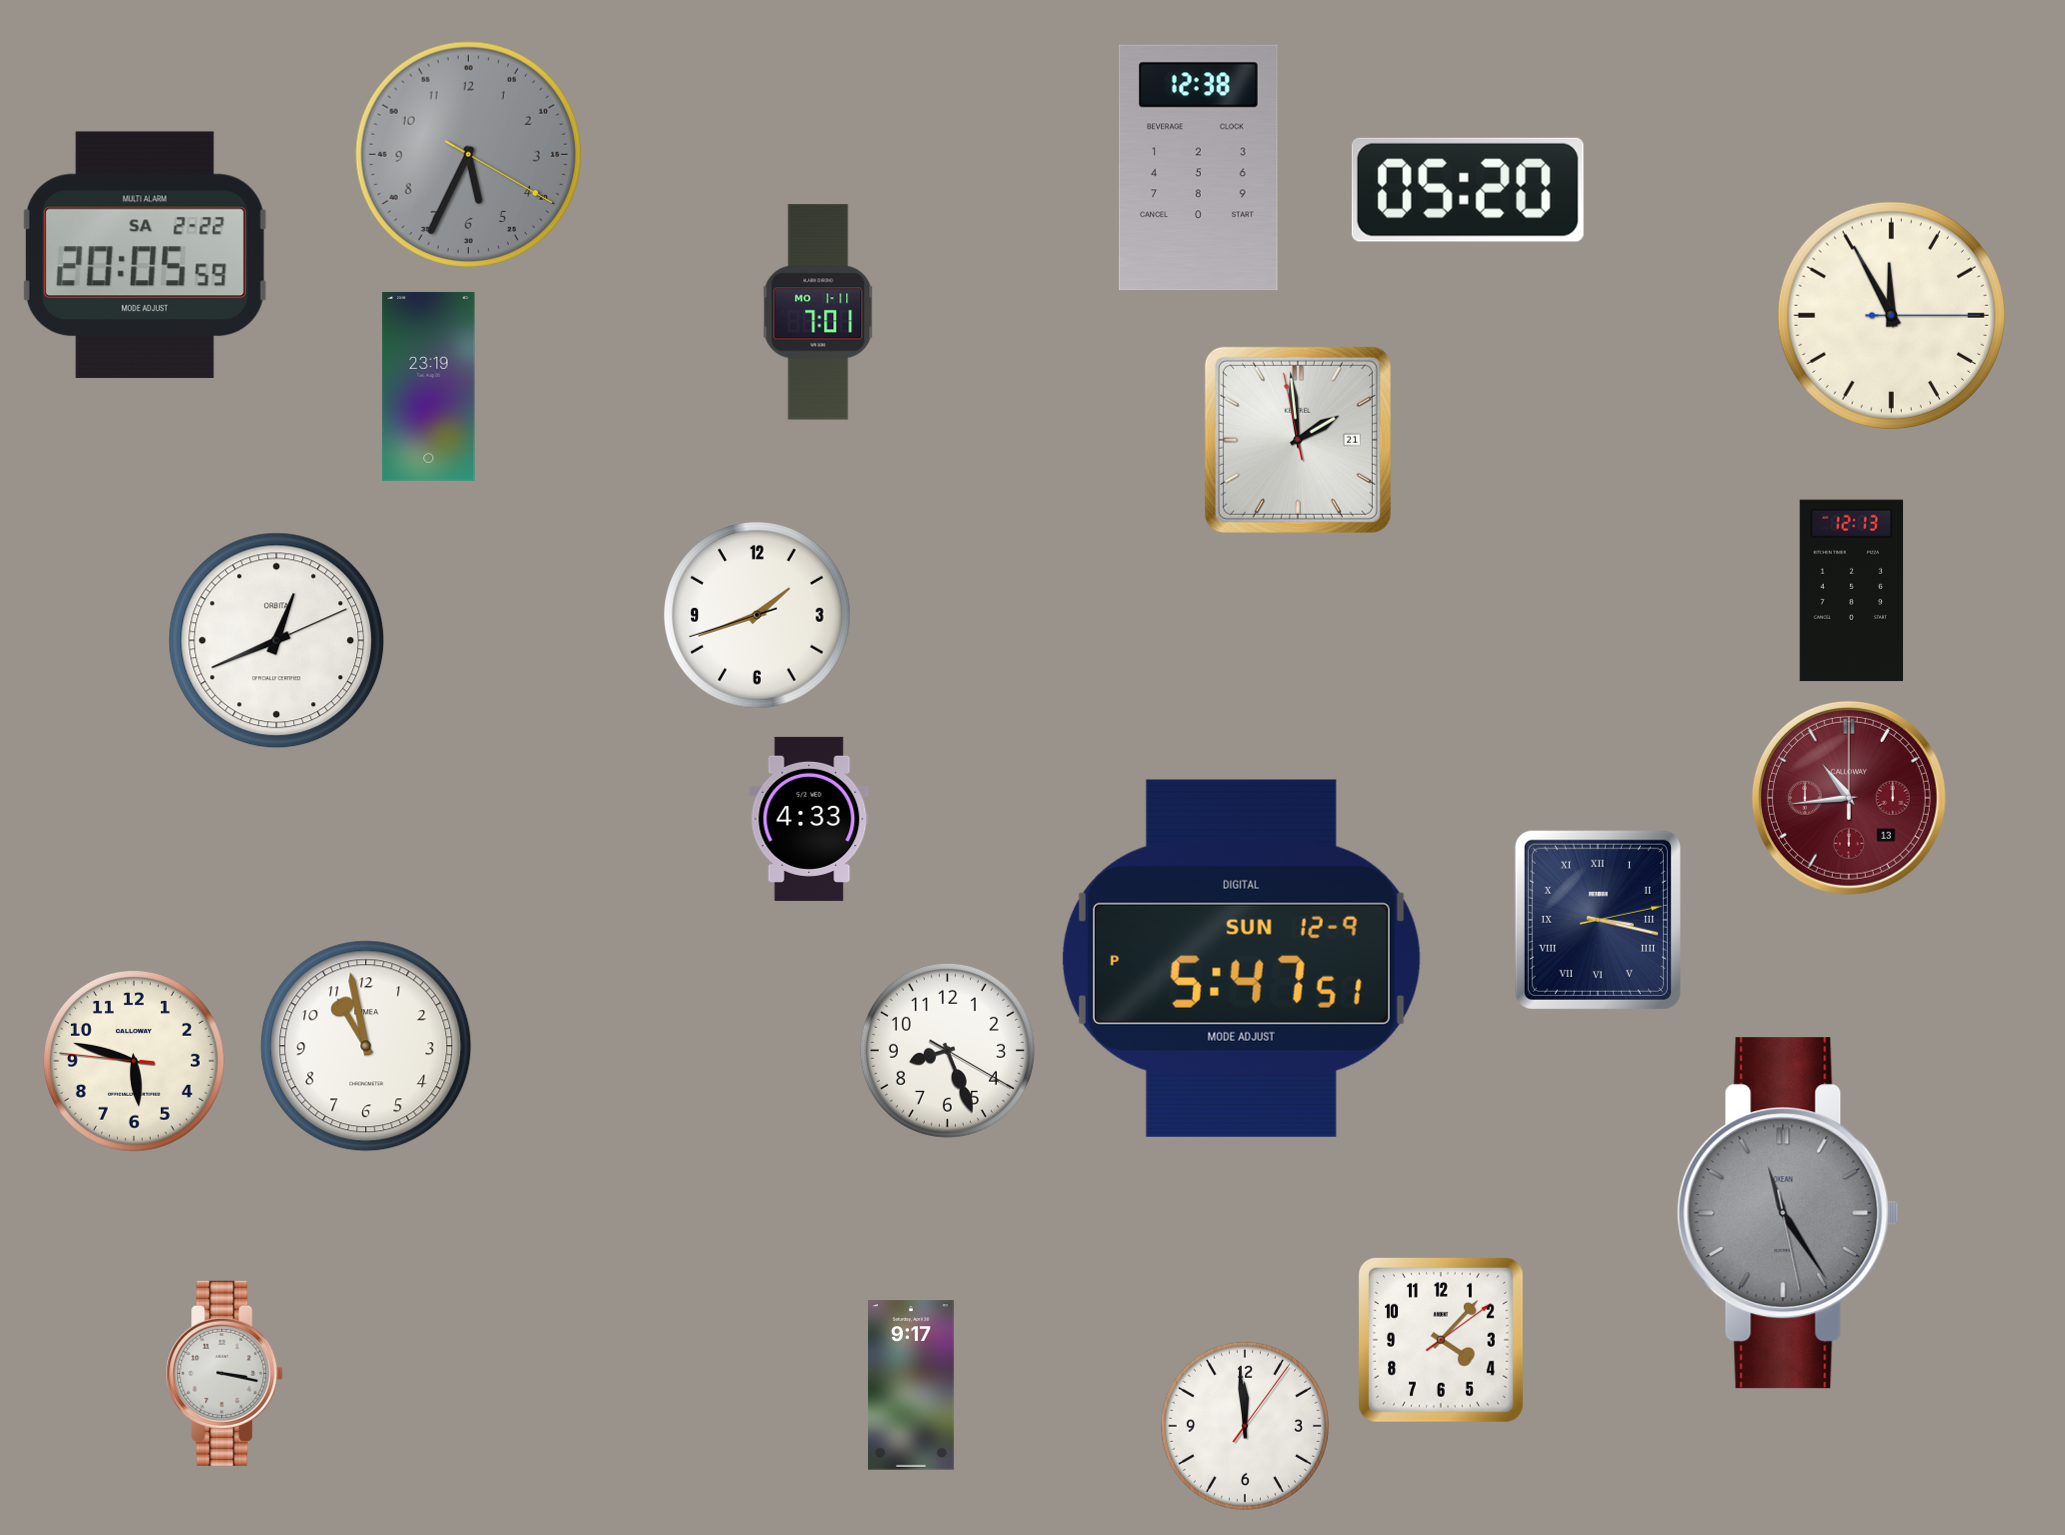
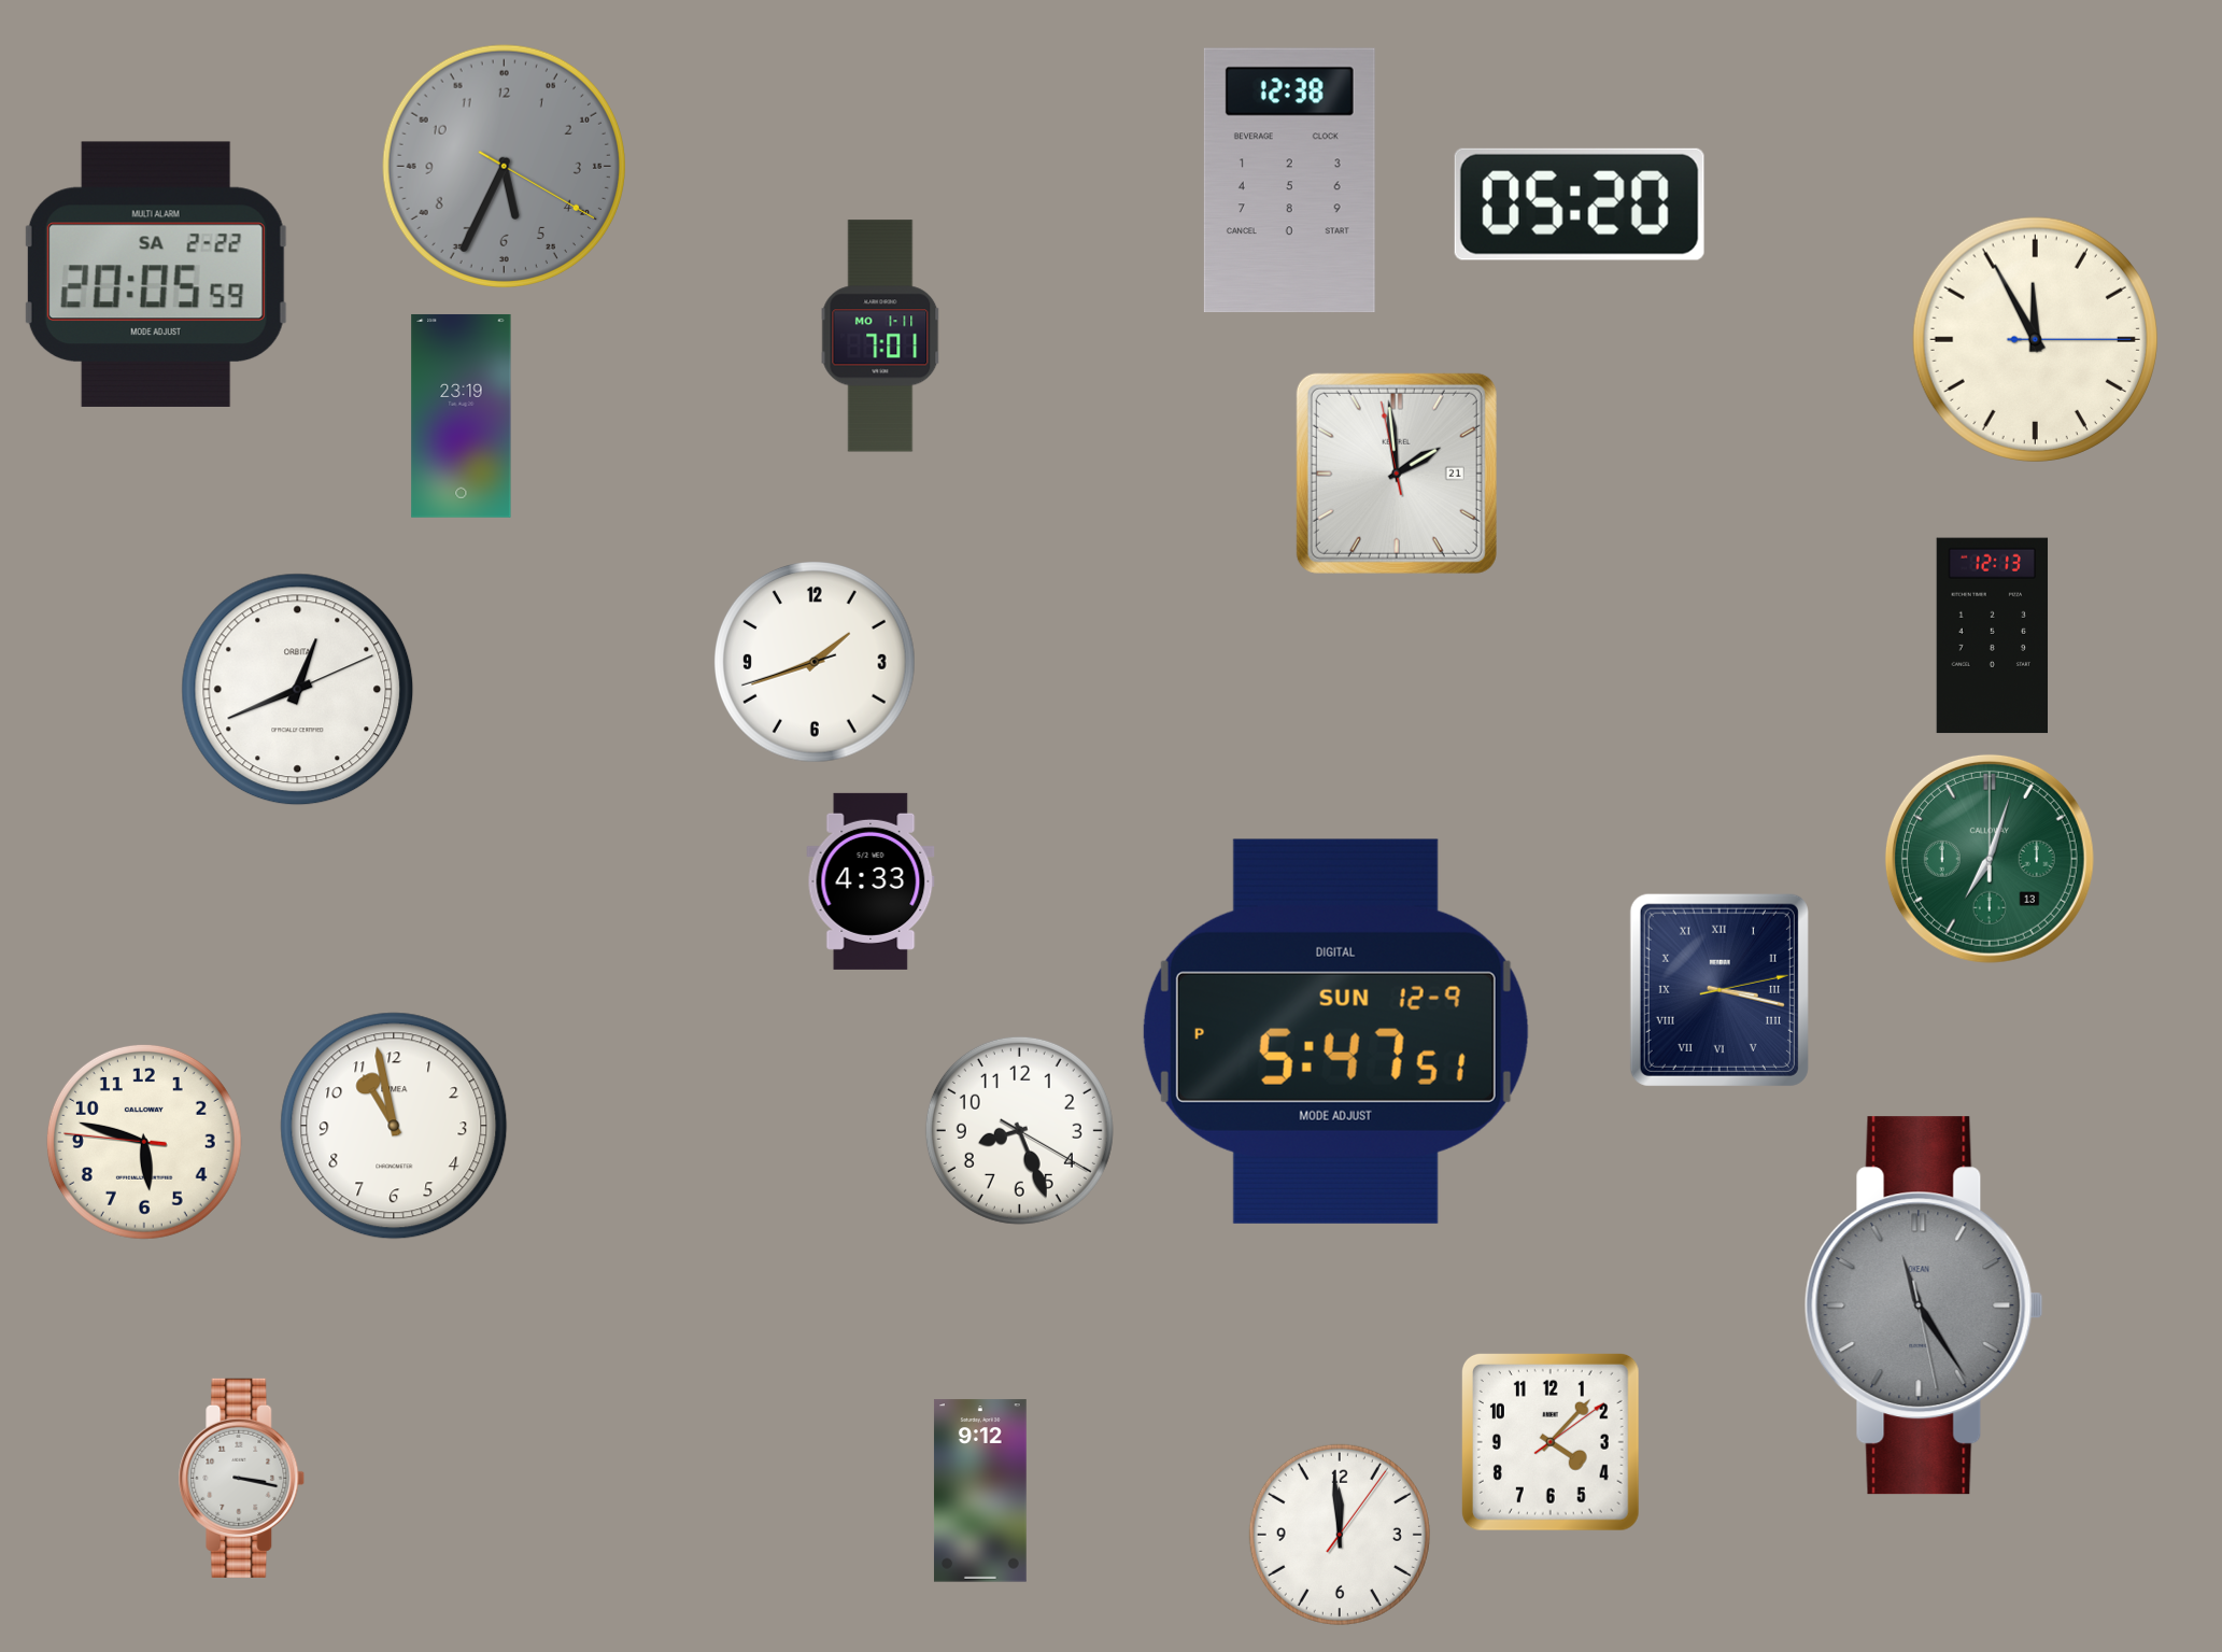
clock at (1849, 798): 10:44 -> 7:03
clock at (1849, 798) dial: burgundy -> green
clock at (911, 1385): 9:17 -> 9:12
